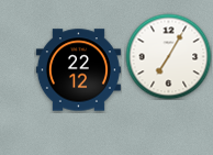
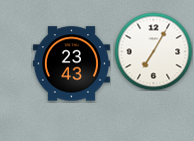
clock at (78, 70): 22:12 -> 23:43
